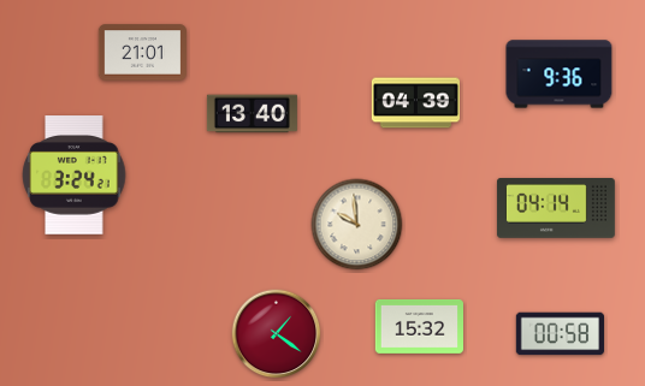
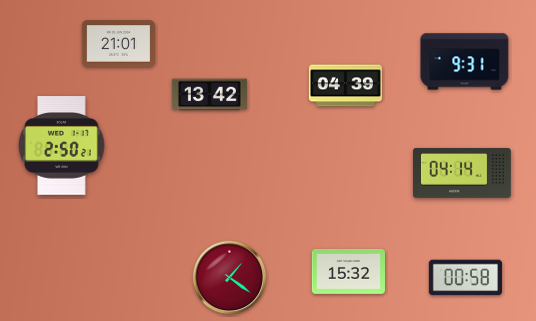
clock at (560, 75): 9:36 -> 9:31
clock at (252, 114): 13:40 -> 13:42
clock at (75, 176): 3:24 -> 2:50
clock at (357, 225): 9:59 -> none
